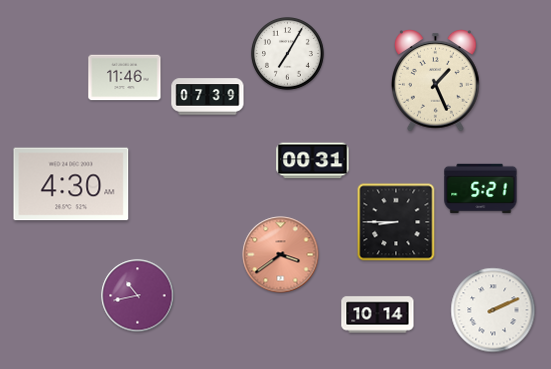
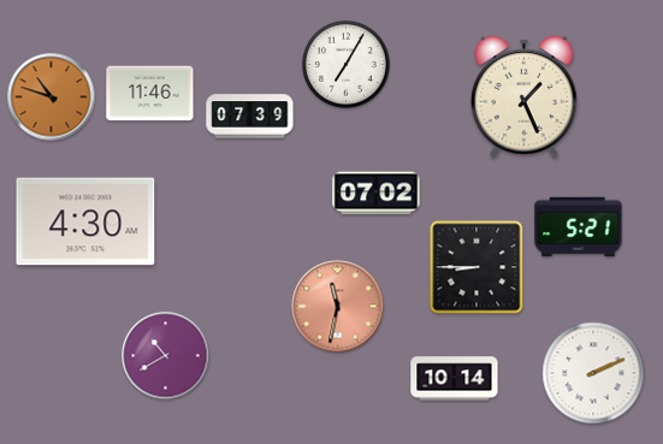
clock at (52, 97): none -> 10:48
clock at (313, 161): 00:31 -> 07:02
clock at (281, 255): 3:39 -> 11:32
clock at (138, 296): 10:43 -> 10:40
